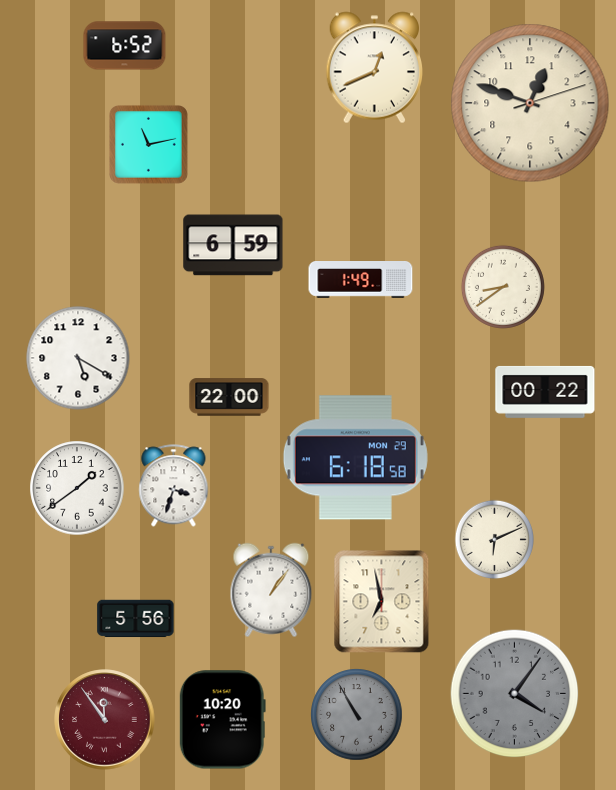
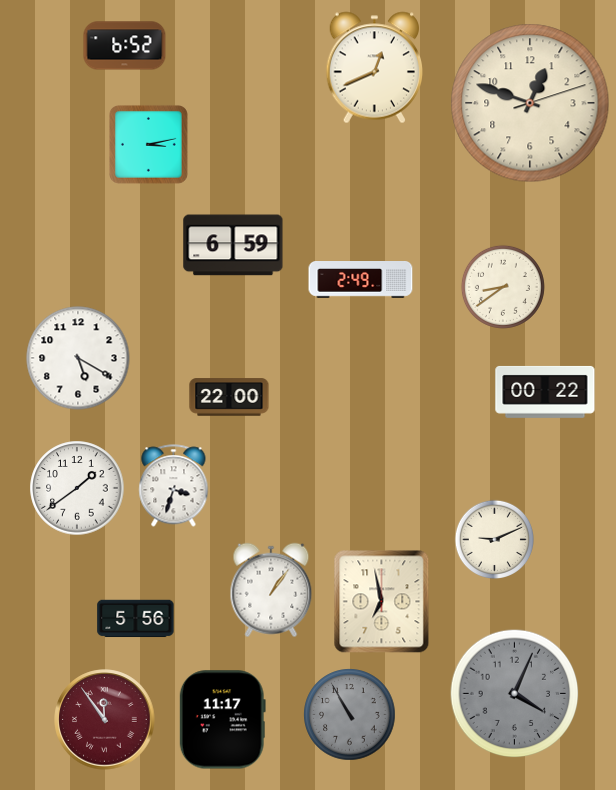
clock at (148, 144): 11:13 -> 3:13
clock at (361, 280): 1:49 -> 2:49
clock at (355, 458): 6:18 -> none
clock at (494, 539): 6:11 -> 9:11
clock at (515, 694): 4:06 -> 4:04
clock at (357, 715) position: (357, 715) -> (350, 715)
clock at (222, 720): 10:20 -> 11:17
